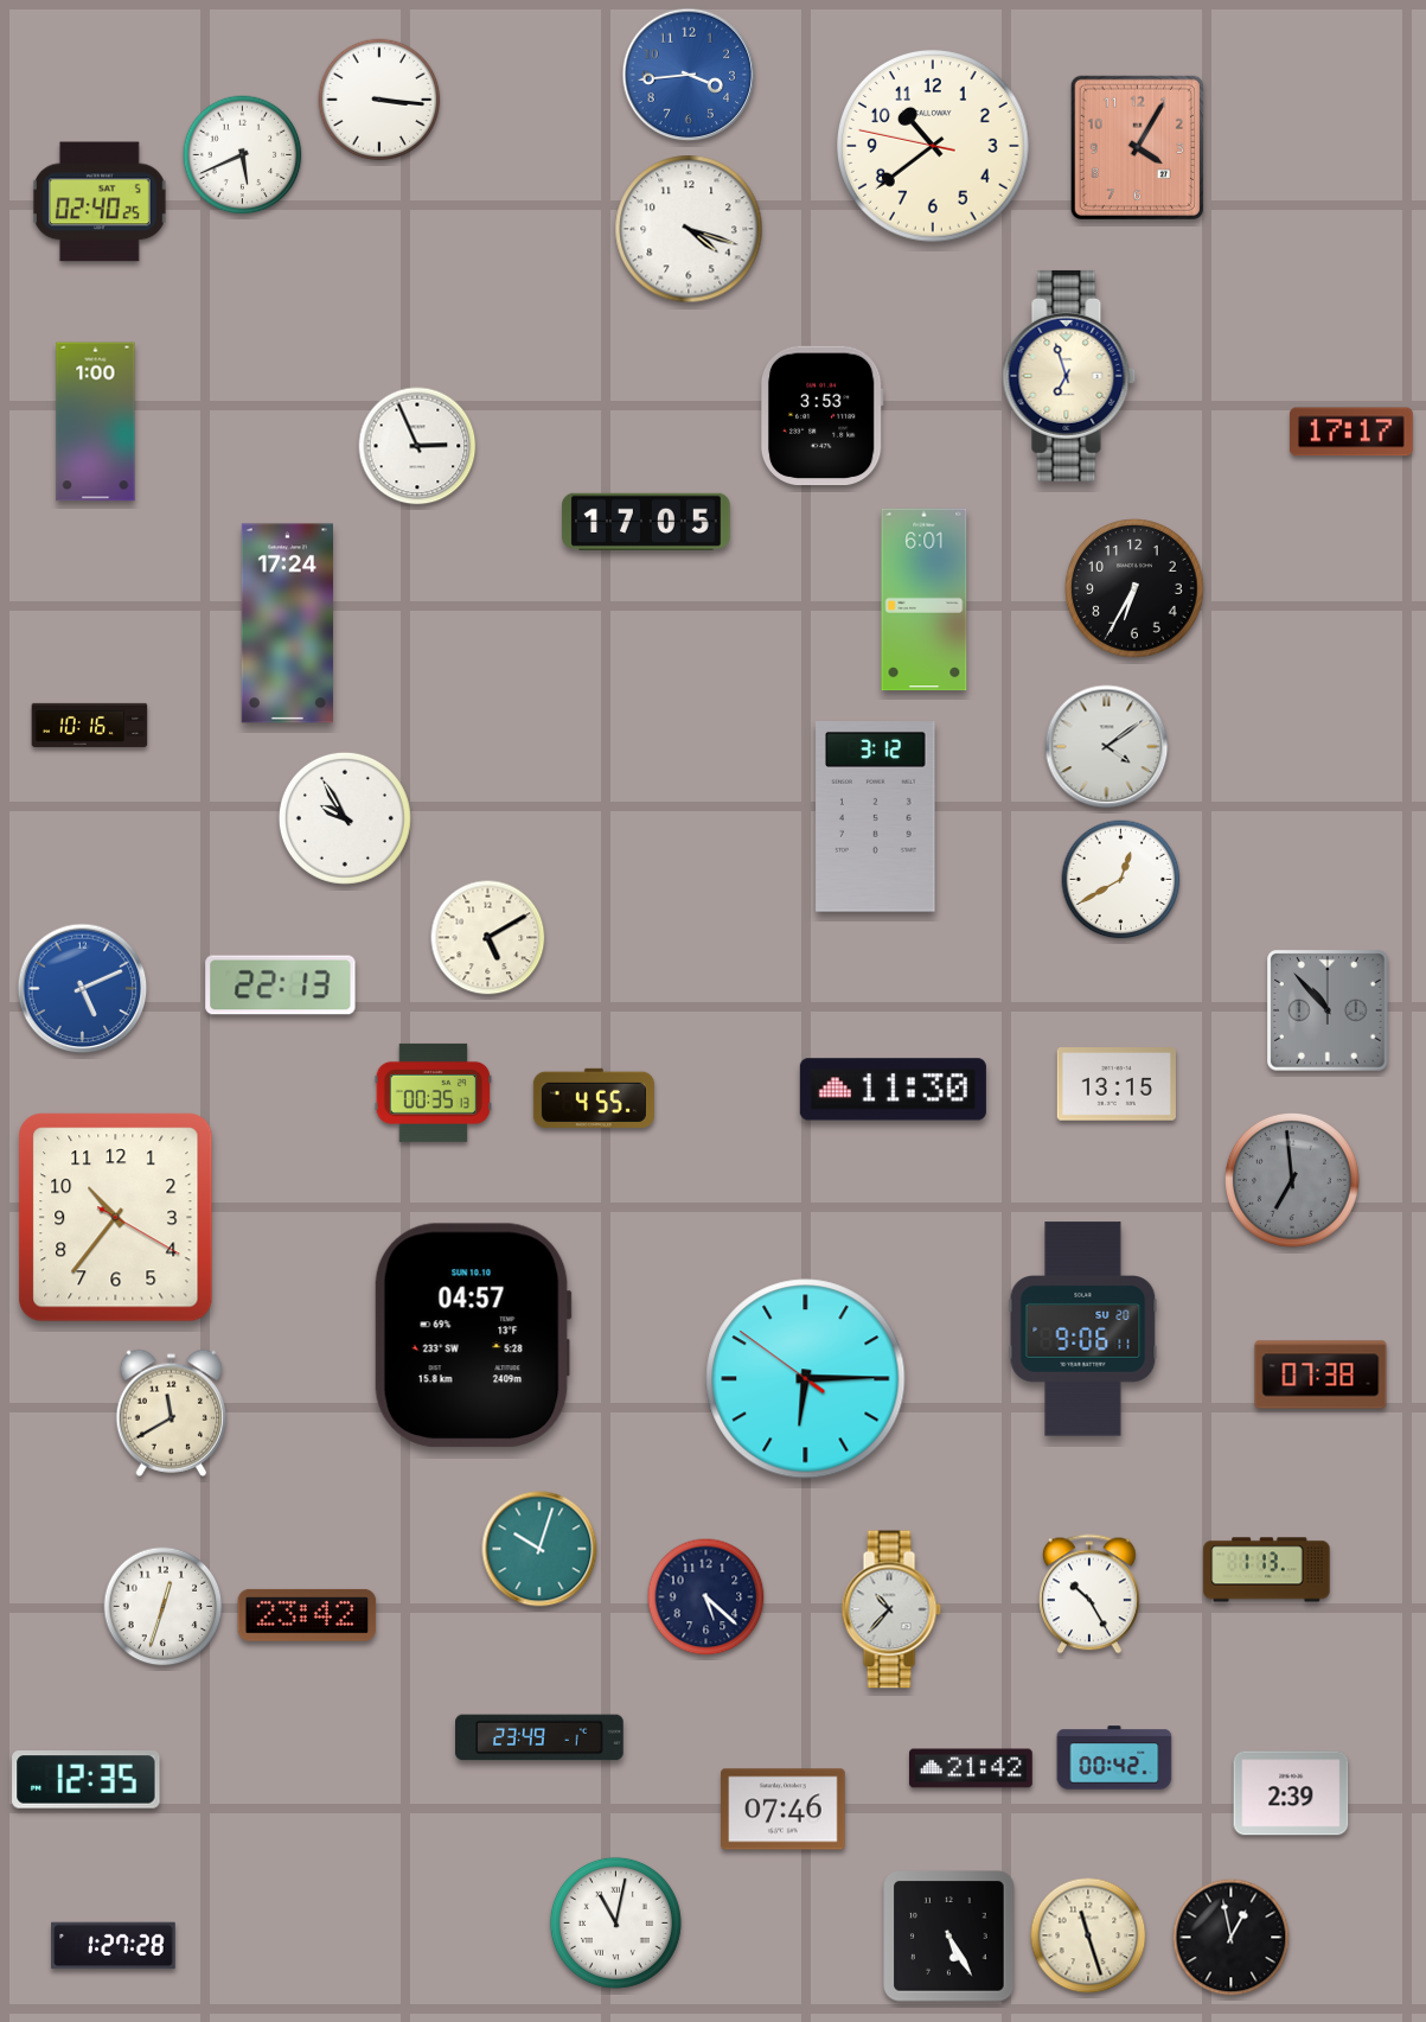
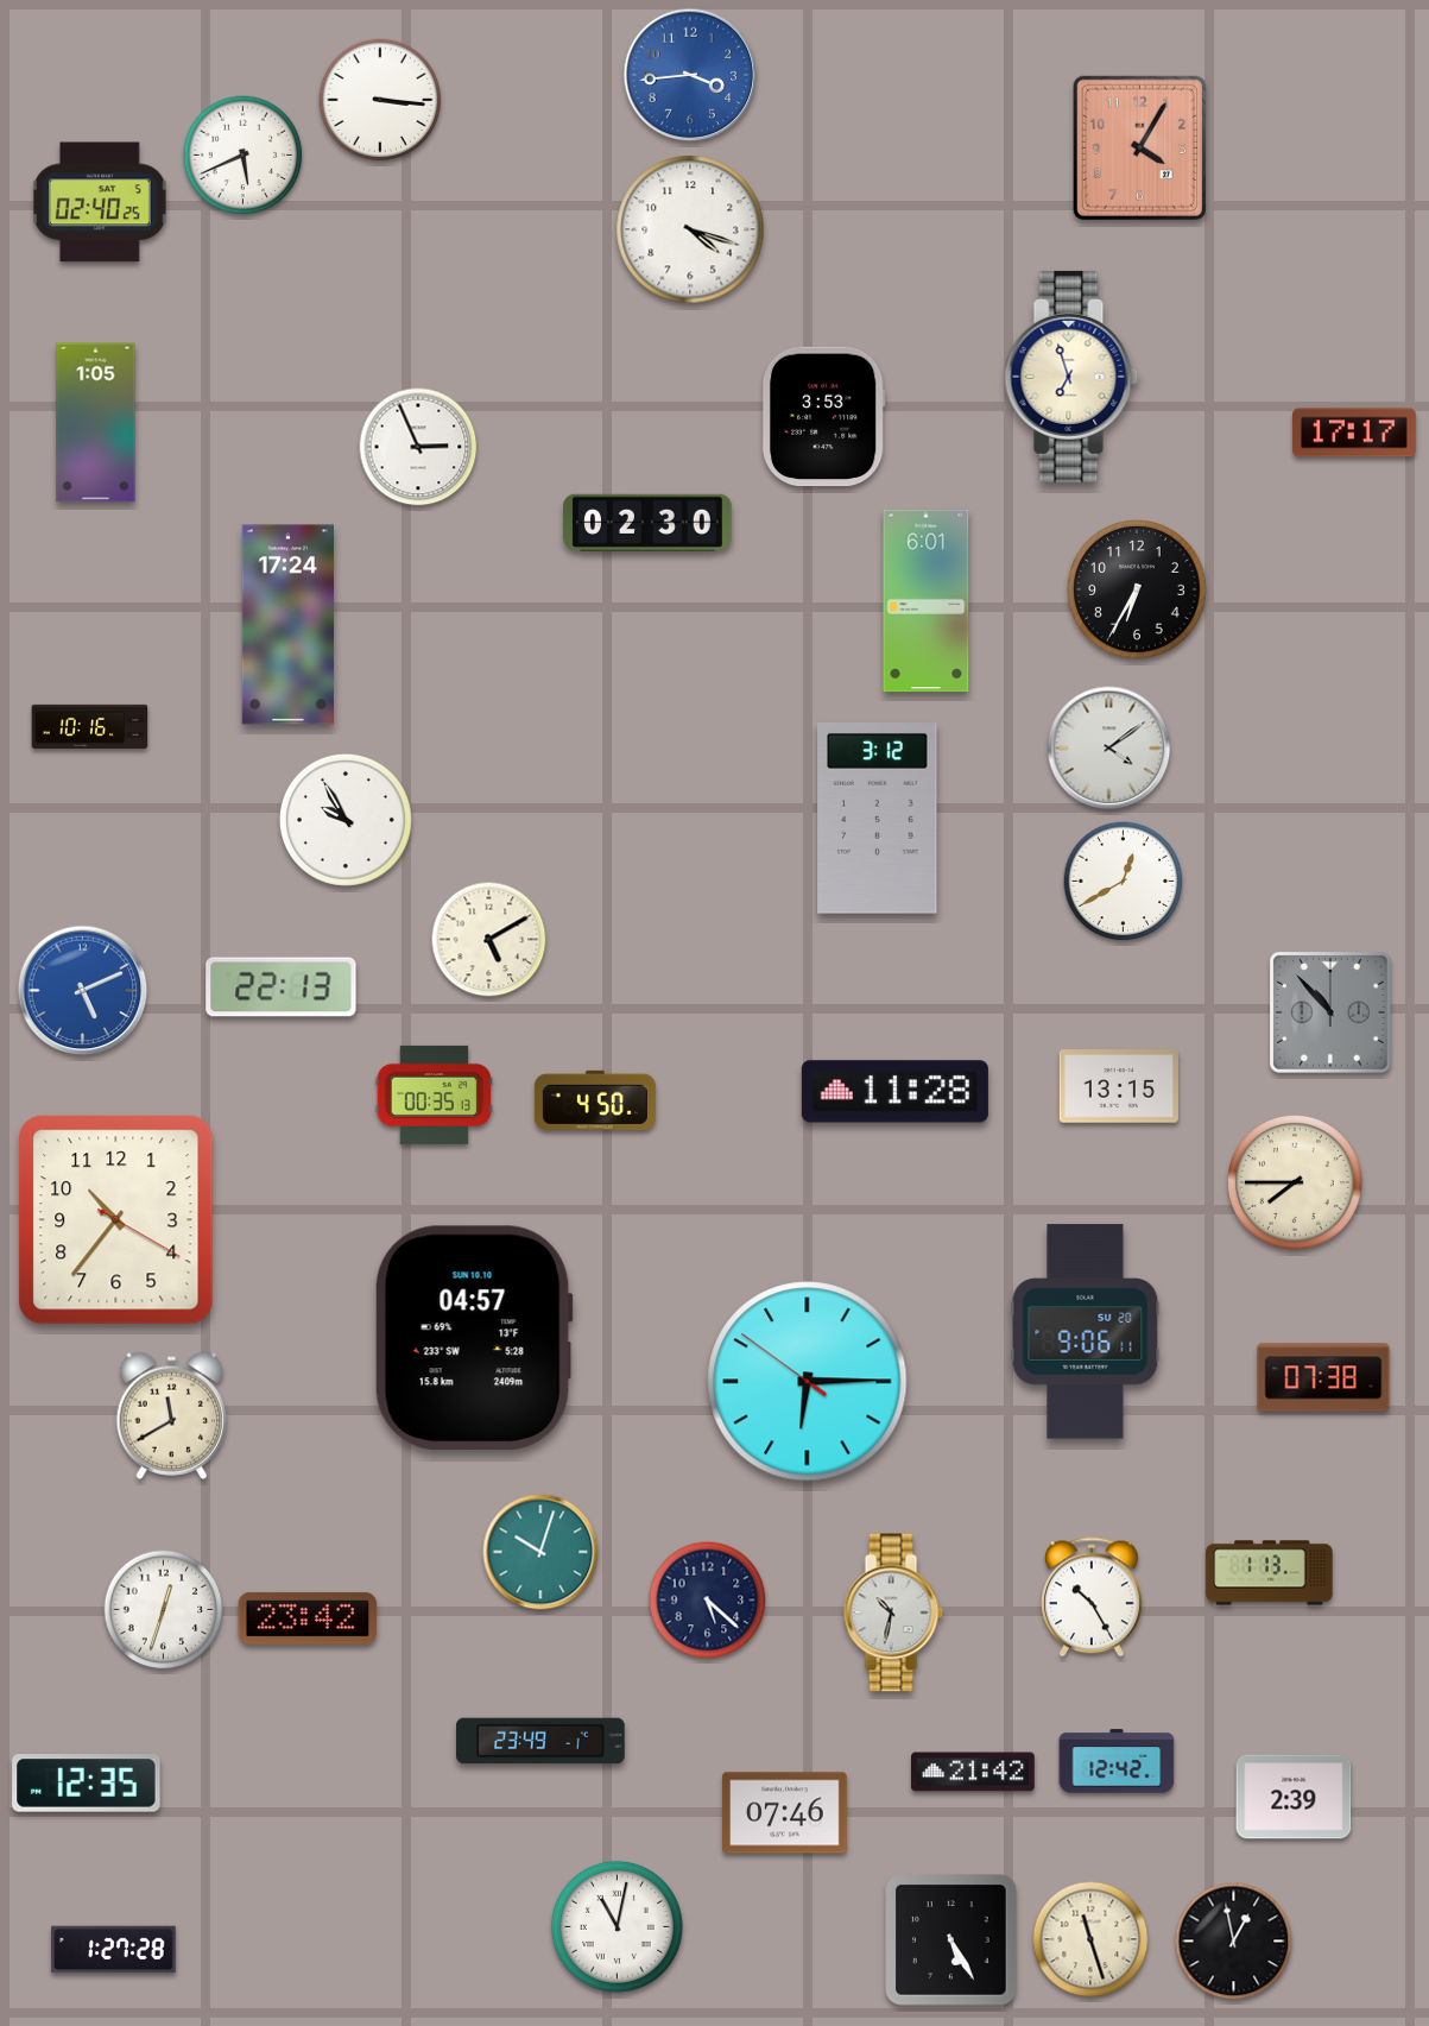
clock at (934, 147): 10:38 -> none
clock at (96, 422): 1:00 -> 1:05
clock at (646, 522): 17:05 -> 02:30
clock at (893, 1090): 11:30 -> 11:28
clock at (594, 1098): 4:55 -> 4:50
clock at (1292, 1180): 6:59 -> 7:45
clock at (1292, 1180) dial: grey -> cream
clock at (891, 1609): 10:37 -> 10:32
clock at (1114, 1758): 00:42 -> 12:42
